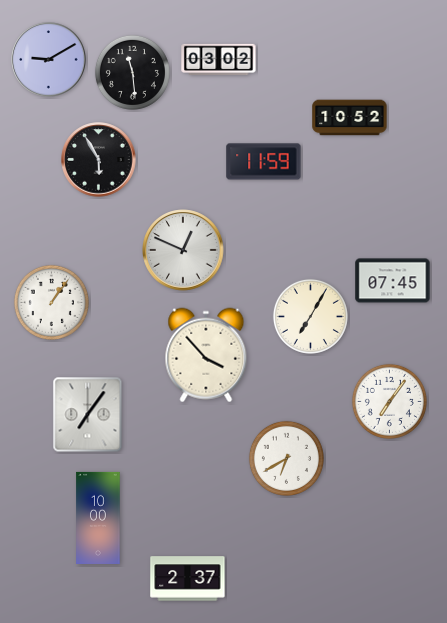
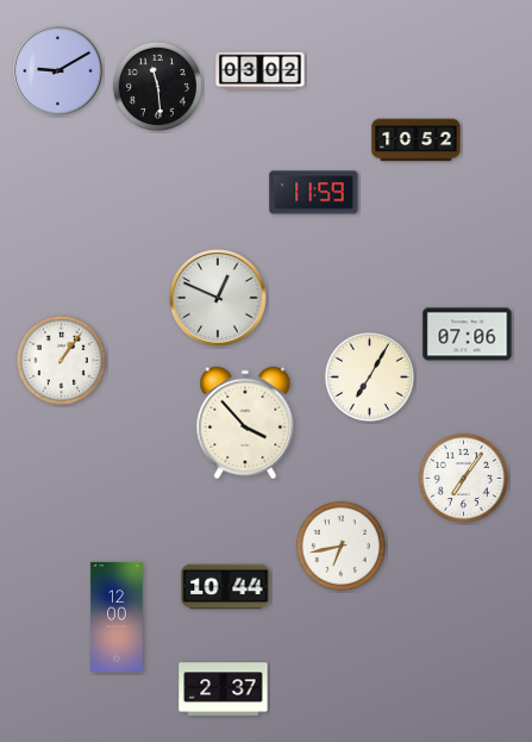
clock at (99, 160): 5:55 -> none
clock at (393, 281): 07:45 -> 07:06
clock at (88, 415): 7:06 -> none
clock at (286, 458): 6:40 -> 6:43
clock at (226, 587): none -> 10:44
clock at (98, 518): 10:00 -> 12:00
